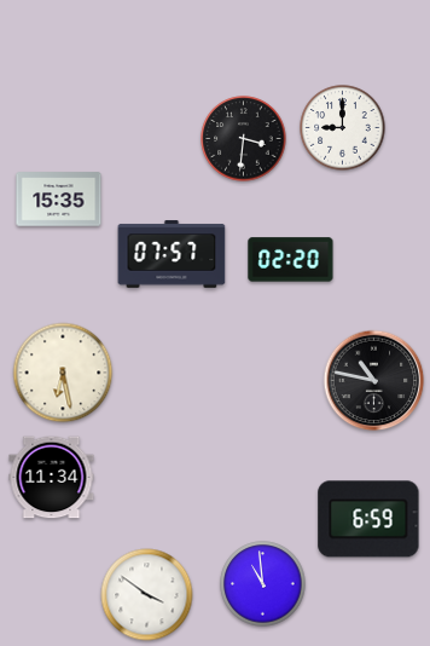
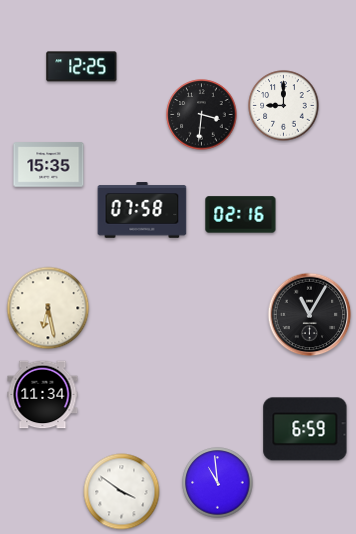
clock at (82, 67): none -> 12:25
clock at (172, 254): 07:57 -> 07:58
clock at (291, 260): 02:20 -> 02:16
clock at (63, 373) position: (63, 373) -> (48, 308)
clock at (374, 381): 10:47 -> 11:05
